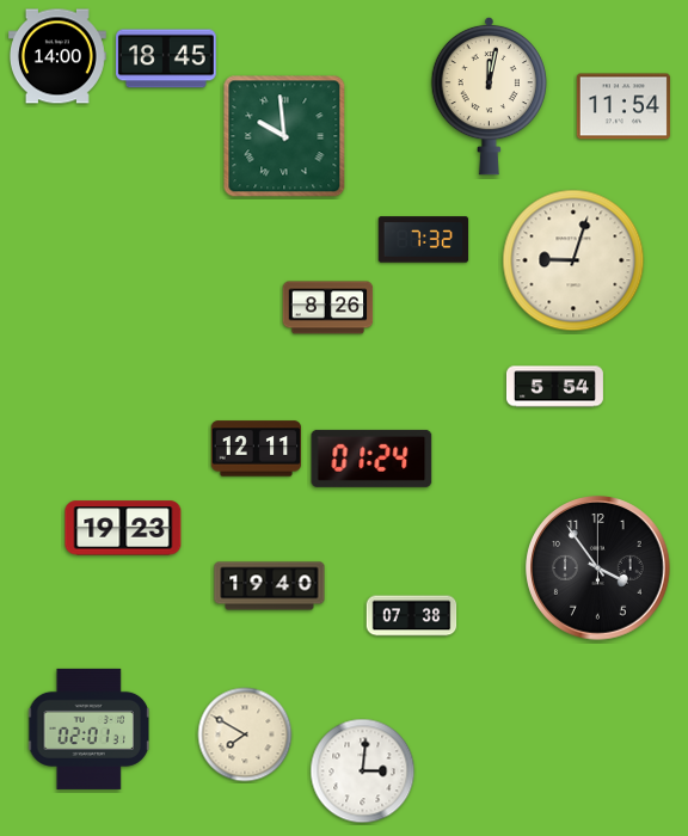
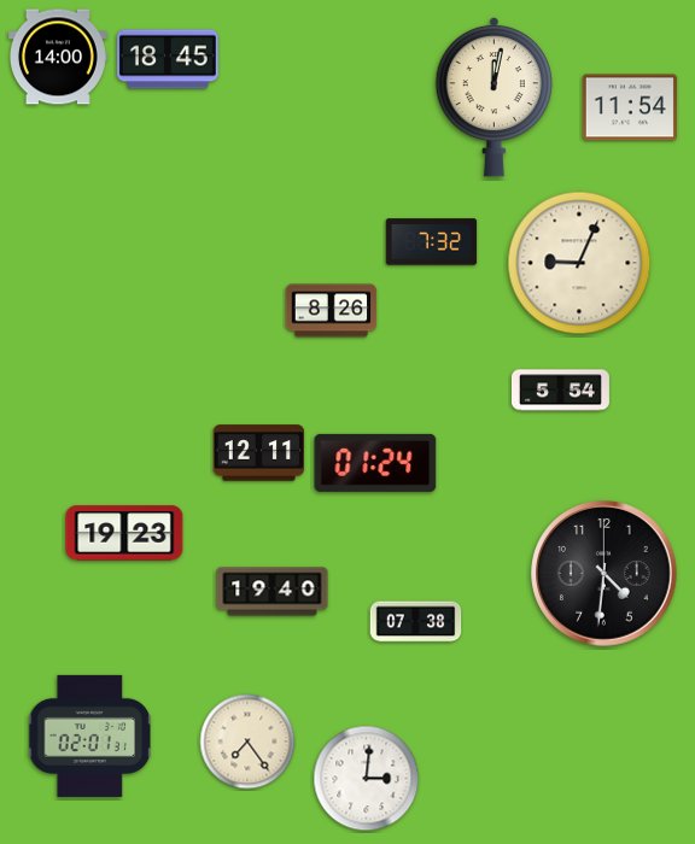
clock at (284, 136): 9:59 -> none
clock at (424, 240) position: (424, 240) -> (432, 242)
clock at (573, 260): 9:03 -> 9:04
clock at (598, 568): 3:54 -> 4:31
clock at (245, 734): 7:50 -> 7:24
